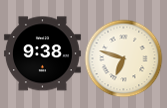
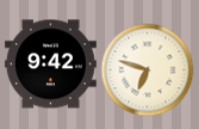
clock at (42, 54): 9:38 -> 9:42
